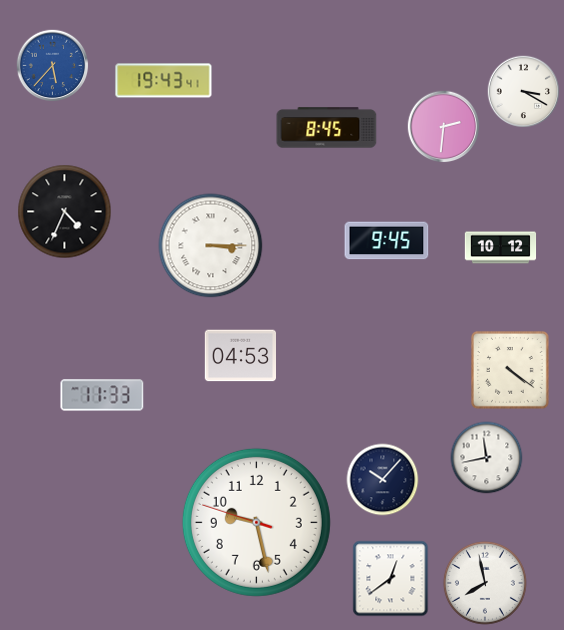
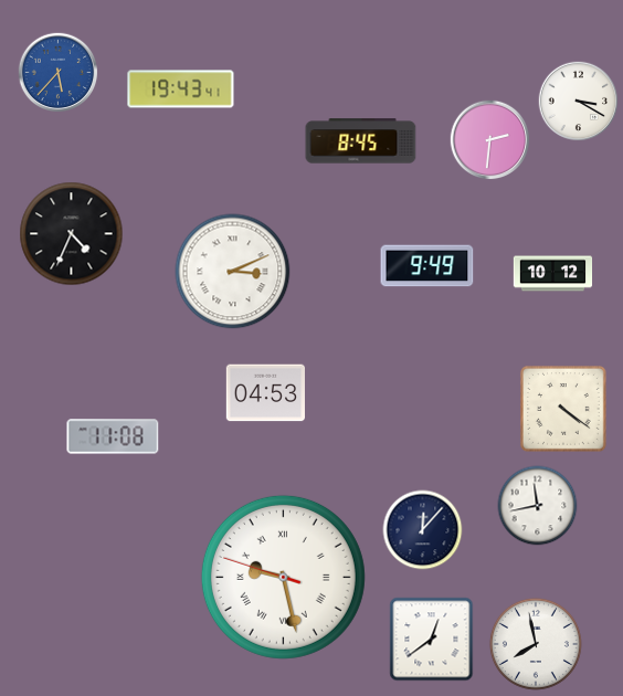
clock at (387, 241): 9:45 -> 9:49
clock at (211, 246): 3:15 -> 3:11
clock at (102, 395): 11:33 -> 11:08
clock at (383, 480): 10:07 -> 12:07
clock at (256, 522) numerals: Arabic -> Roman
